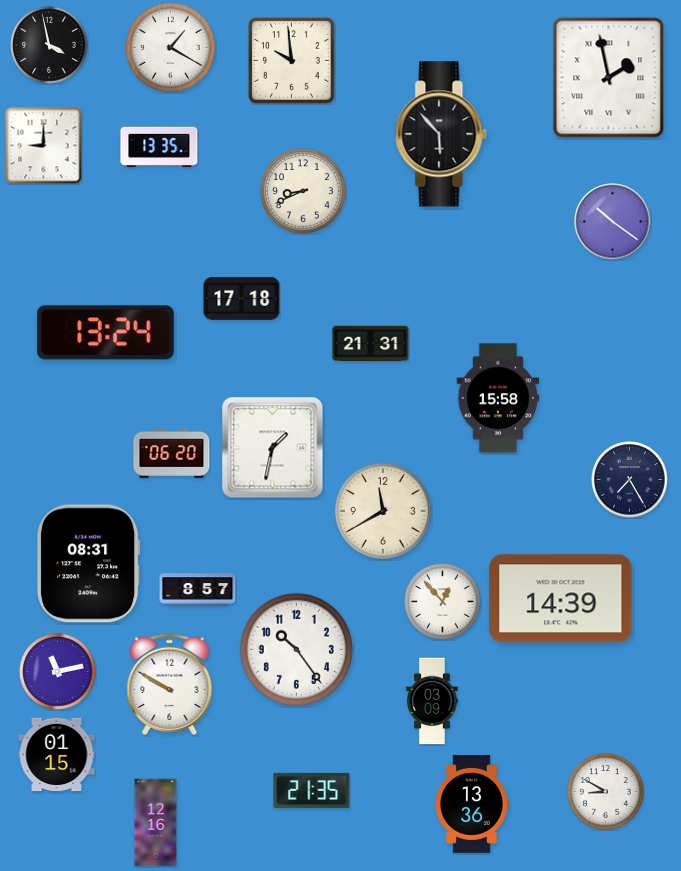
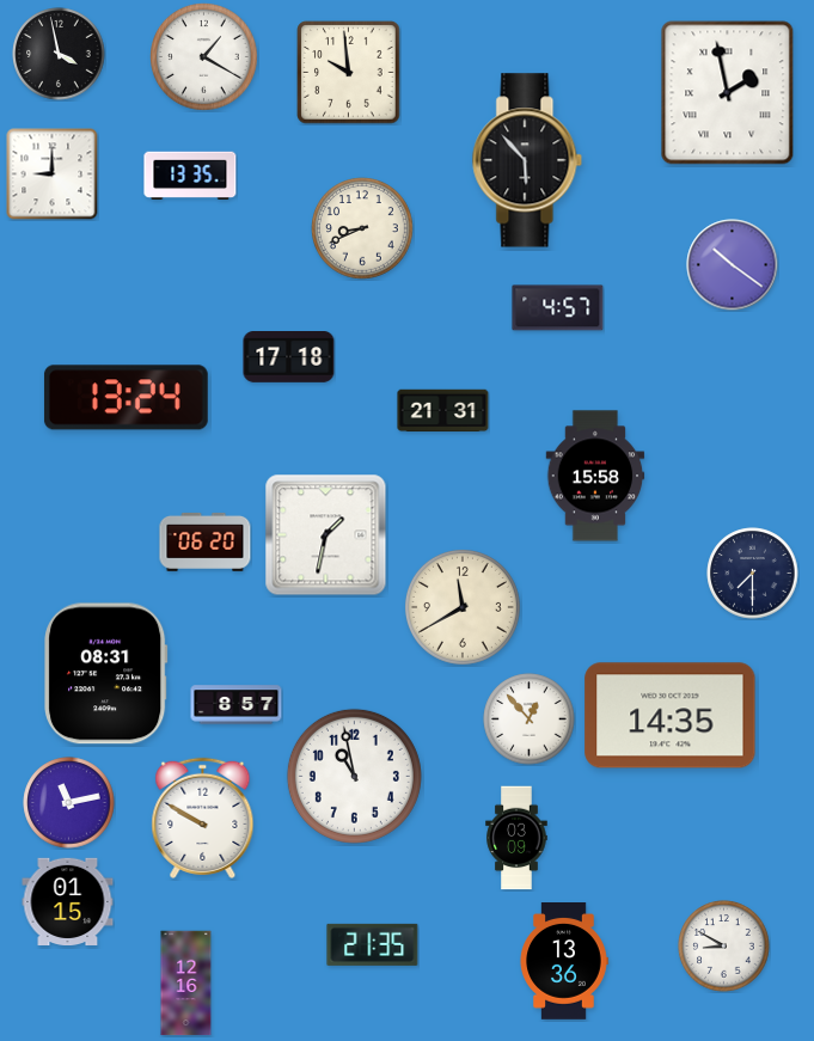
clock at (558, 308): none -> 4:57
clock at (630, 480): 7:25 -> 7:30
clock at (383, 511) position: (383, 511) -> (463, 607)
clock at (561, 599): 14:39 -> 14:35
clock at (296, 649): 10:24 -> 10:58
